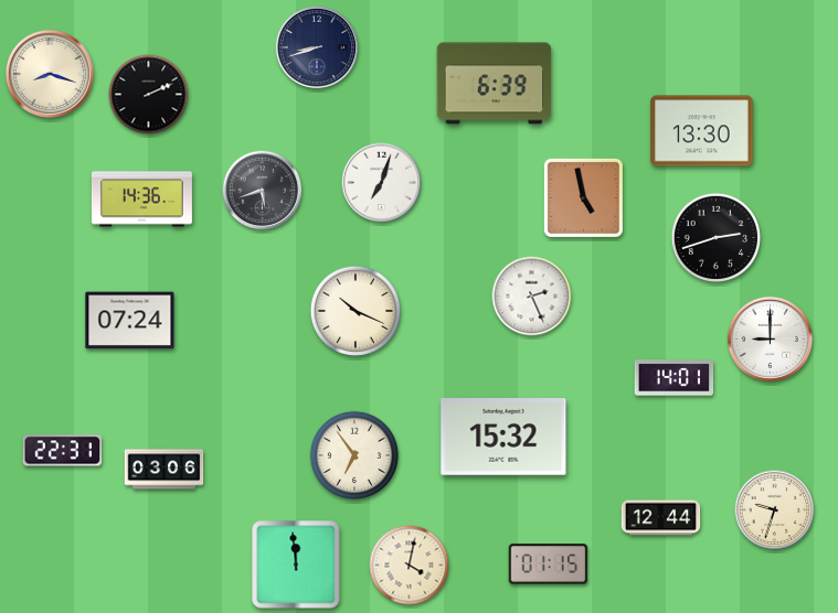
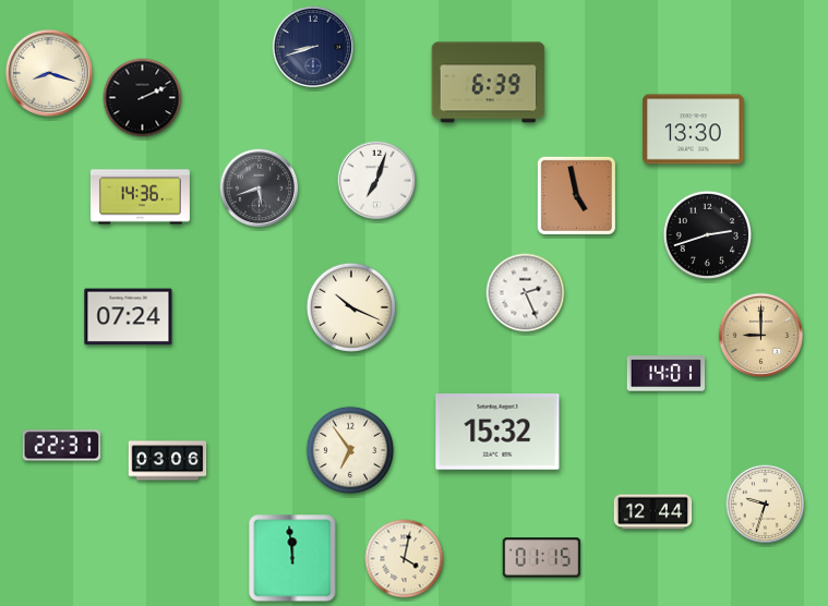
clock at (149, 95) position: (149, 95) -> (143, 98)
clock at (770, 338) dial: white -> champagne
clock at (165, 470) position: (165, 470) -> (168, 461)
